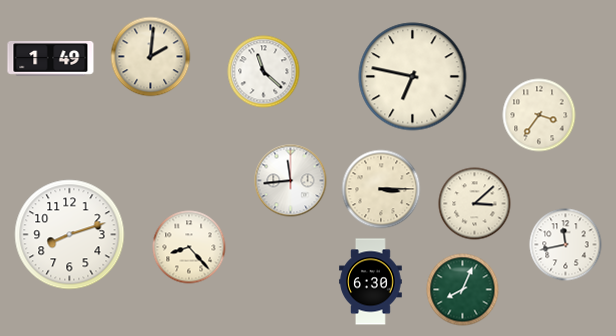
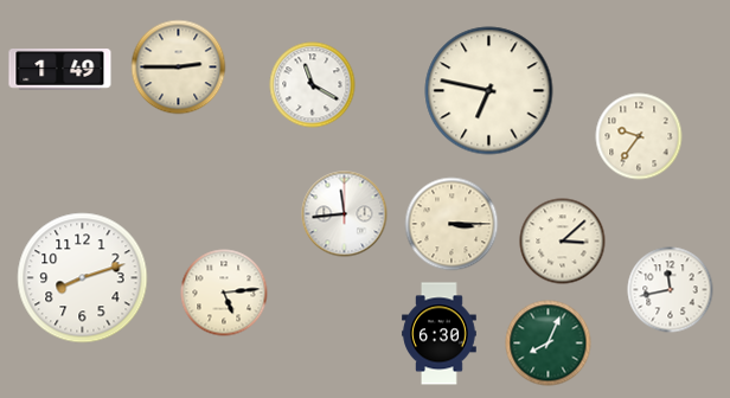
clock at (151, 57): 2:01 -> 2:45
clock at (264, 72): 11:22 -> 11:20
clock at (539, 115): 3:36 -> 9:36
clock at (189, 247): 8:23 -> 5:14
